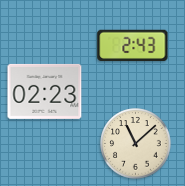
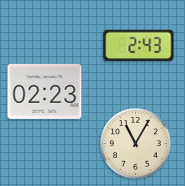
clock at (133, 45) position: (133, 45) -> (139, 45)
clock at (136, 144): 11:08 -> 11:05
